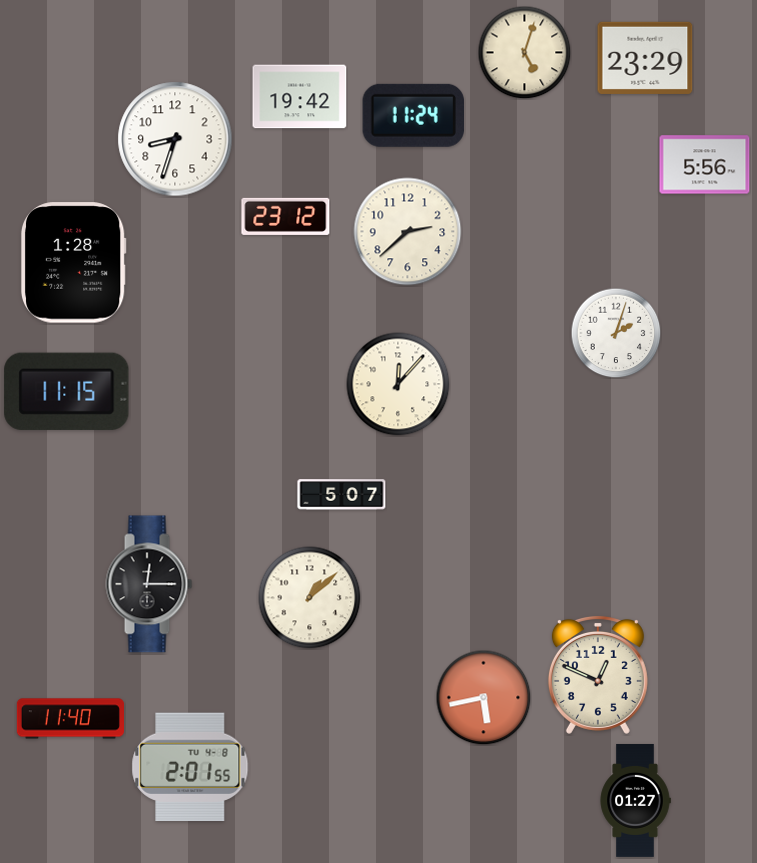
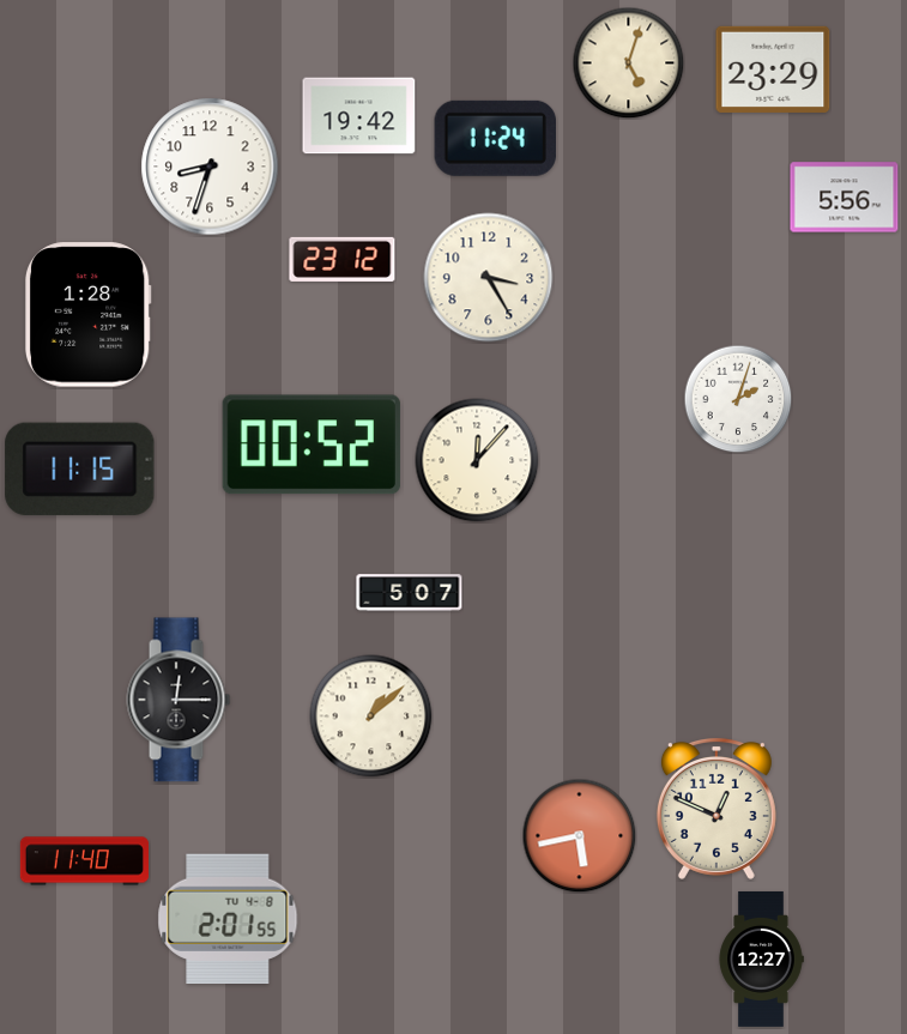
clock at (408, 232): 2:38 -> 3:25
clock at (312, 445): none -> 00:52
clock at (635, 800): 01:27 -> 12:27
